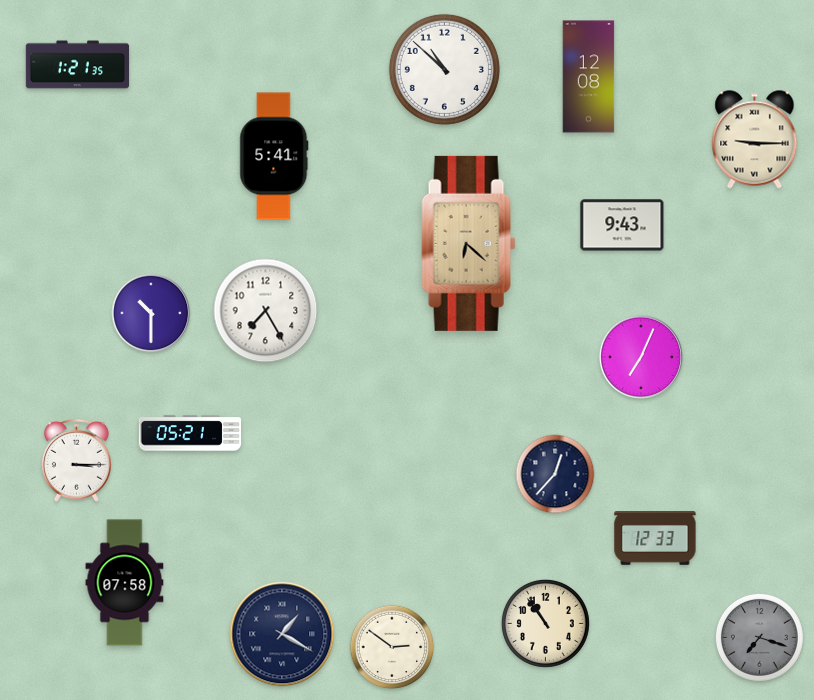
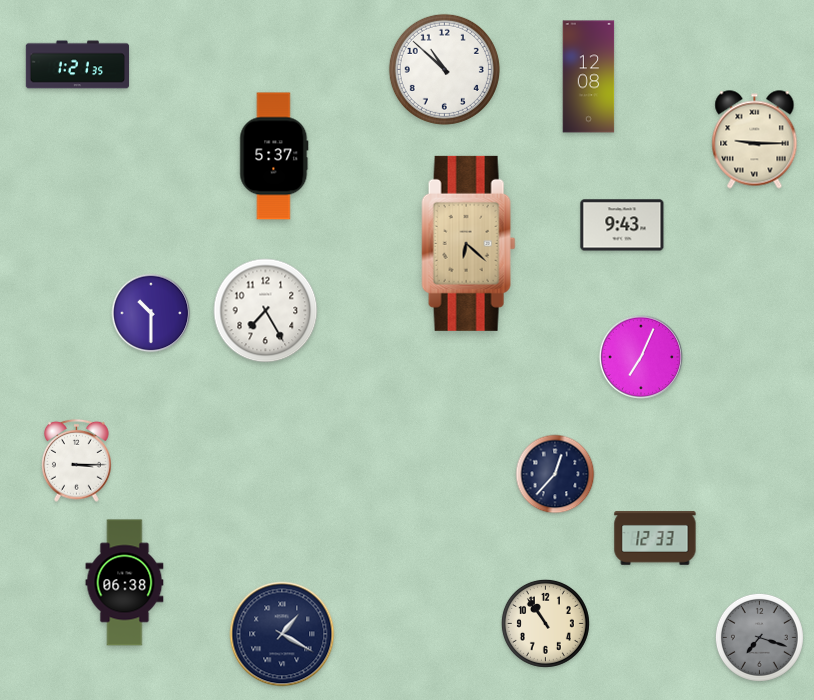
clock at (274, 156): 5:41 -> 5:37
clock at (190, 433): 05:21 -> none
clock at (125, 583): 07:58 -> 06:38
clock at (392, 647): 2:51 -> none
